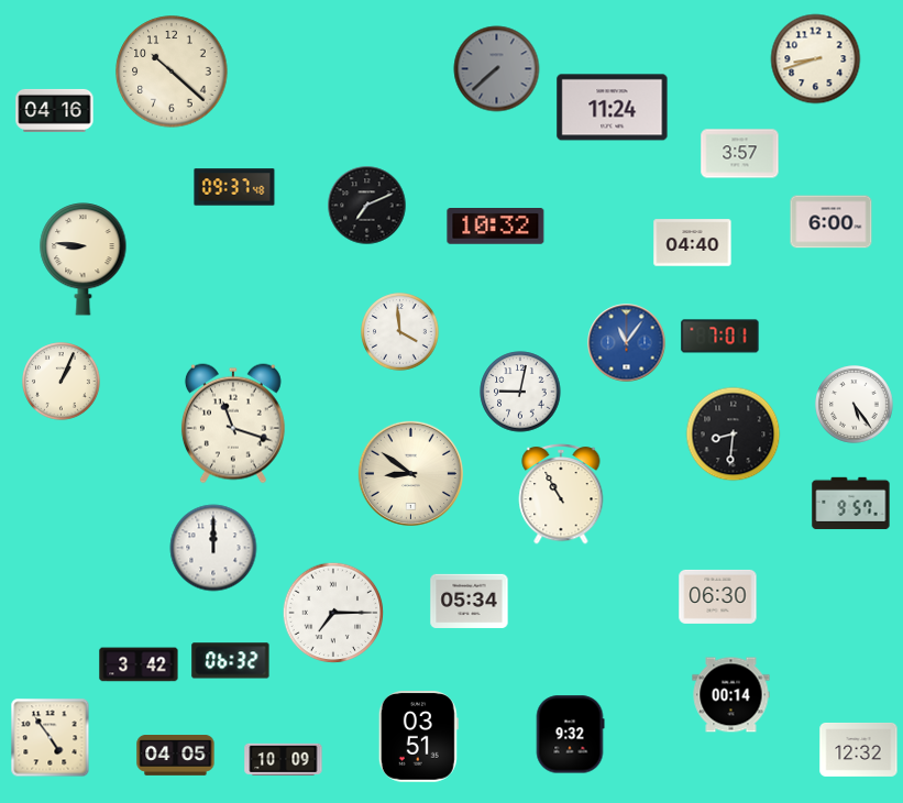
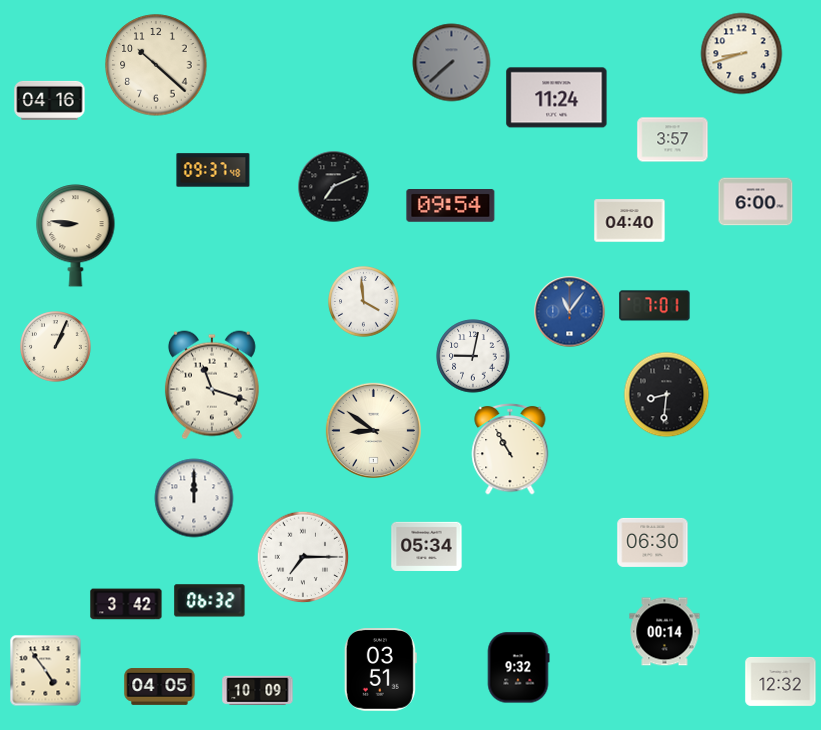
clock at (496, 227): 10:32 -> 09:54
clock at (855, 405): 5:24 -> none
clock at (851, 504): 9:57 -> none
